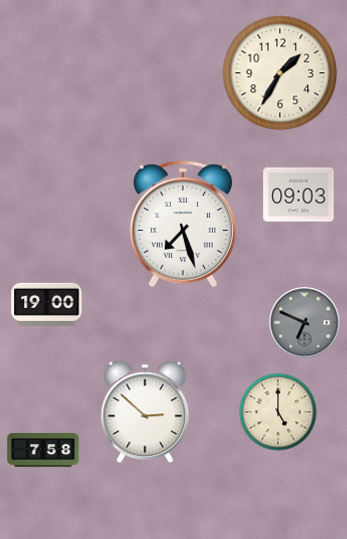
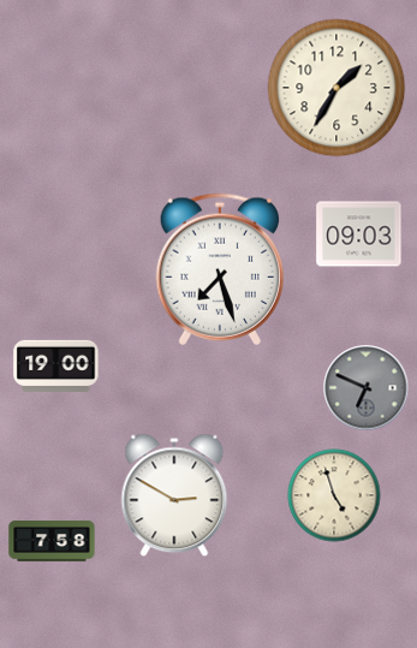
clock at (145, 412): 2:52 -> 2:50
clock at (278, 412): 5:00 -> 4:57
